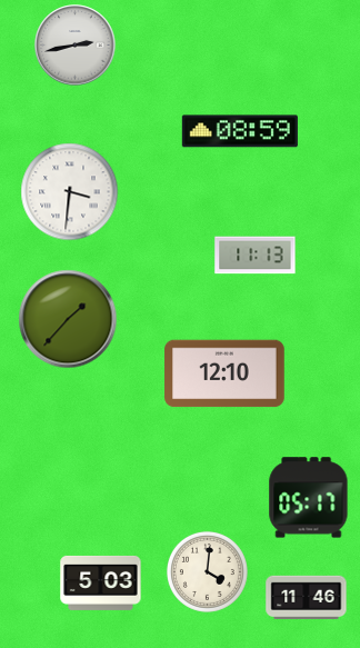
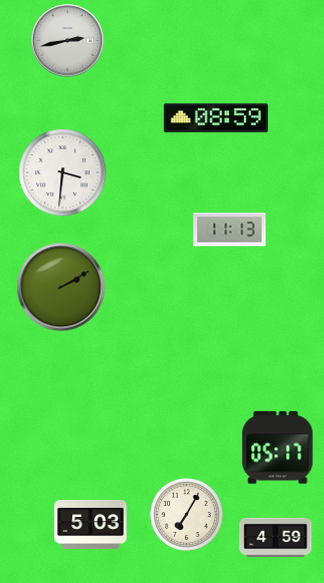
clock at (68, 319): 1:37 -> 2:10
clock at (224, 373): 12:10 -> none
clock at (207, 571): 4:01 -> 7:05
clock at (307, 597): 11:46 -> 4:59
